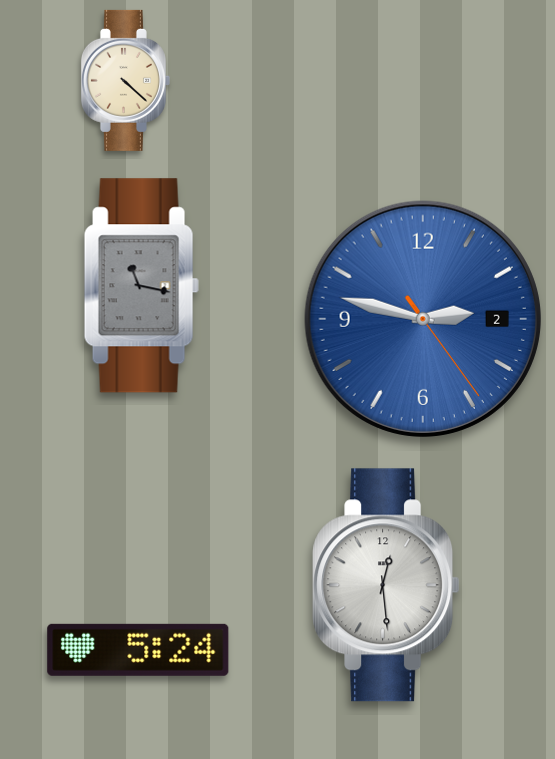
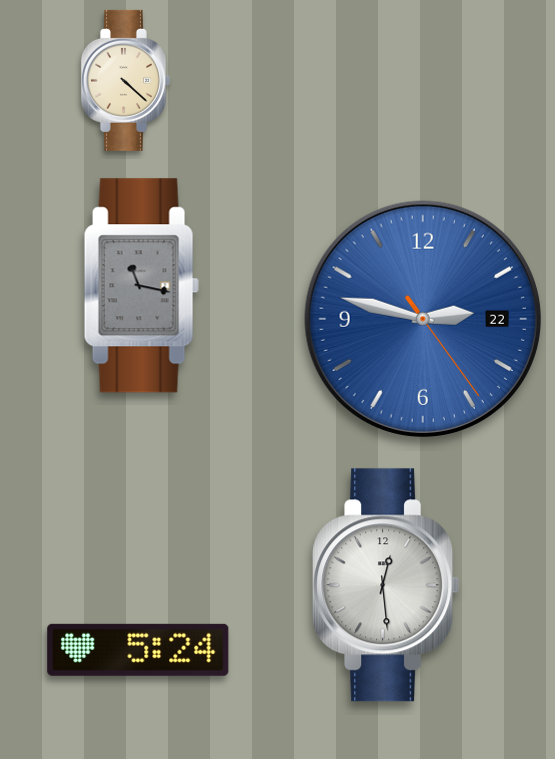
clock at (423, 319) date: 2 -> 22
